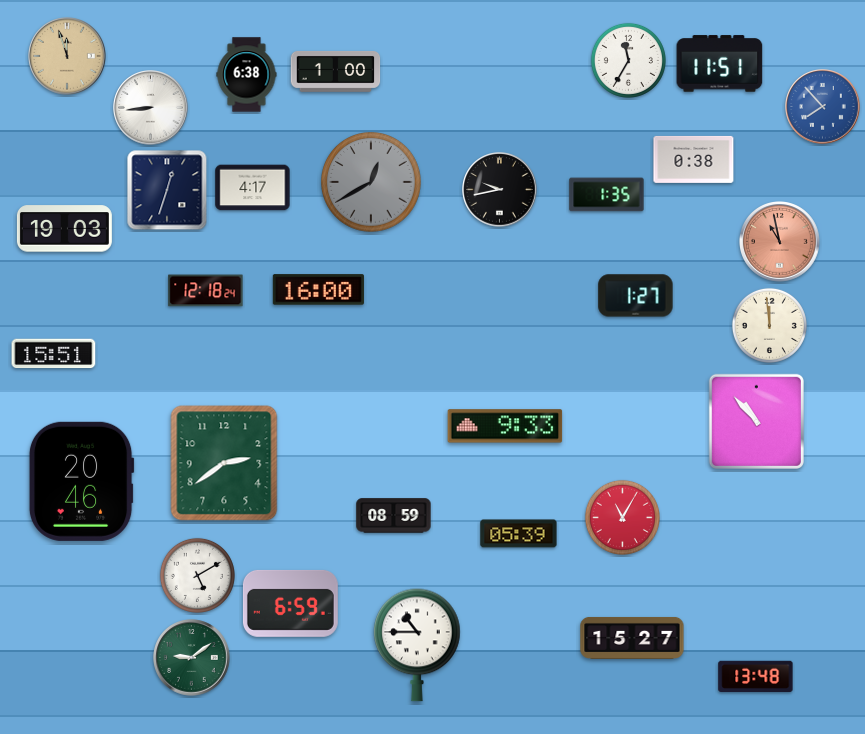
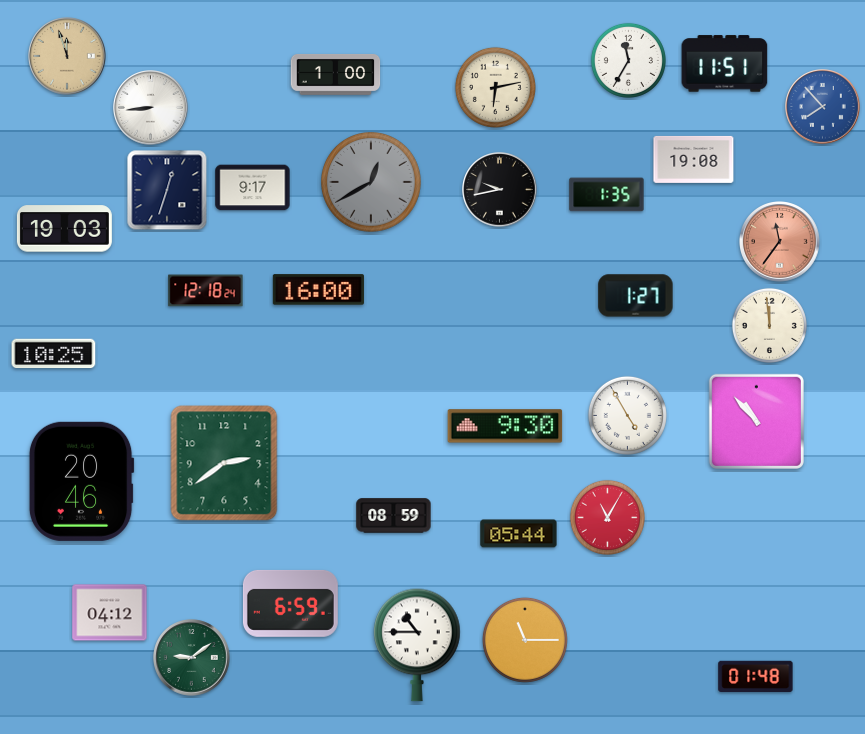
clock at (720, 64) position: (720, 64) -> (725, 64)
clock at (336, 71) position: (336, 71) -> (336, 74)
clock at (247, 75): 6:38 -> none
clock at (495, 87): none -> 6:13
clock at (694, 159): 0:38 -> 19:08
clock at (253, 188): 4:17 -> 9:17
clock at (780, 242): 10:58 -> 11:36
clock at (54, 354): 15:51 -> 10:25
clock at (627, 415): none -> 4:55
clock at (505, 426): 9:33 -> 9:30
clock at (622, 517) position: (622, 517) -> (607, 517)
clock at (519, 534): 05:39 -> 05:44
clock at (197, 575): 5:10 -> none
clock at (110, 613): none -> 04:12
clock at (632, 638): 15:27 -> none
clock at (525, 640): none -> 11:15
clock at (756, 676): 13:48 -> 01:48
